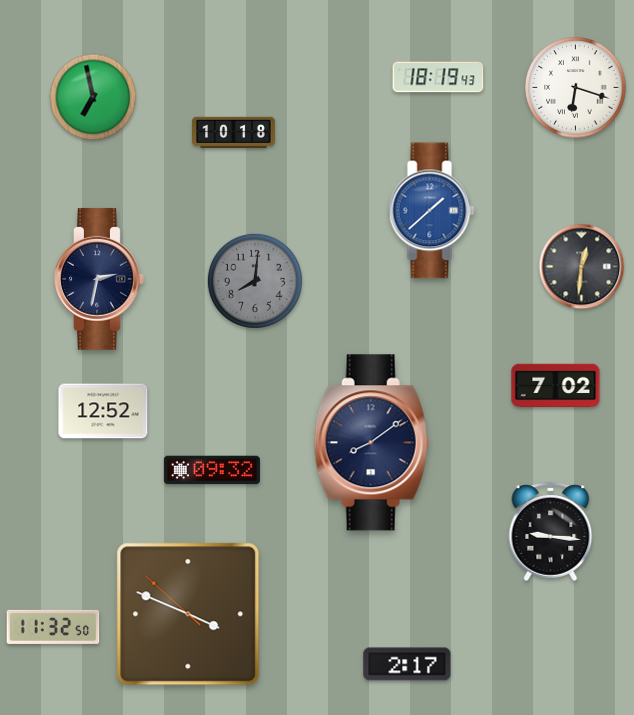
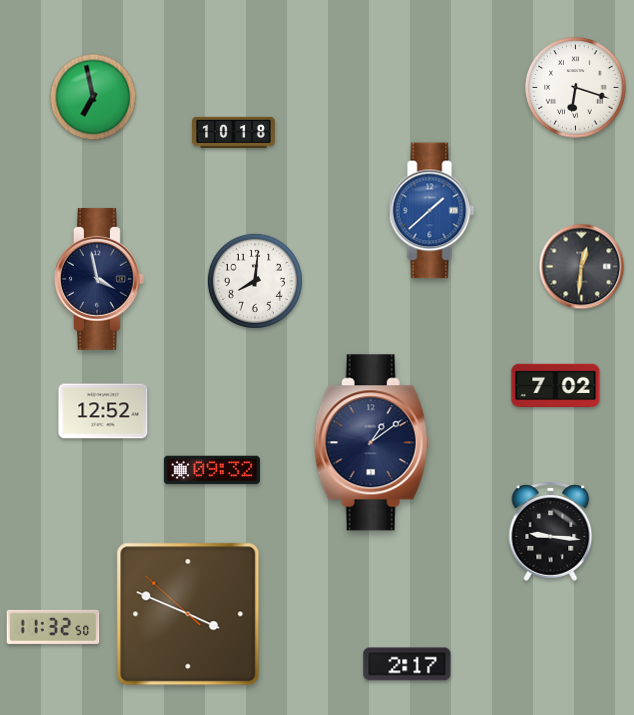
clock at (438, 77): 18:19 -> none
clock at (100, 279): 2:32 -> 3:58
clock at (255, 281) dial: grey -> white
clock at (371, 443): 8:09 -> 1:09
